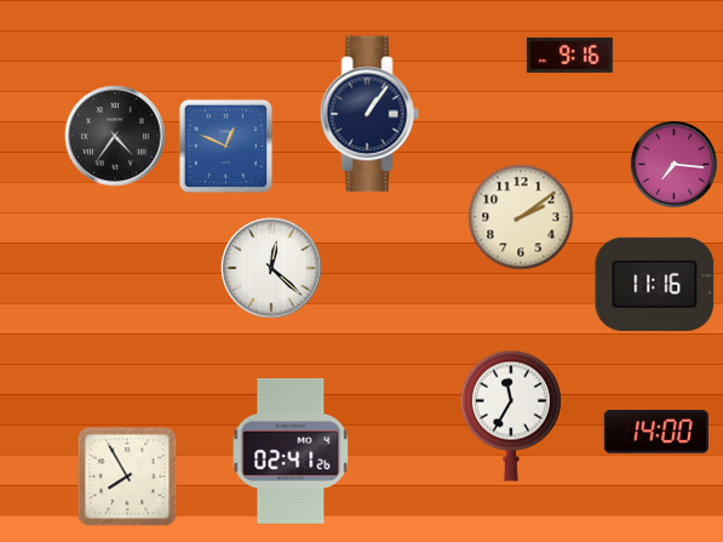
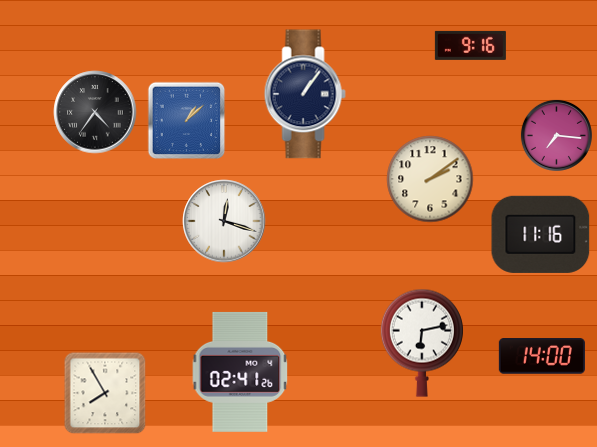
clock at (226, 147): 12:49 -> 1:08
clock at (271, 268): 12:22 -> 12:18
clock at (511, 416): 11:35 -> 6:13
